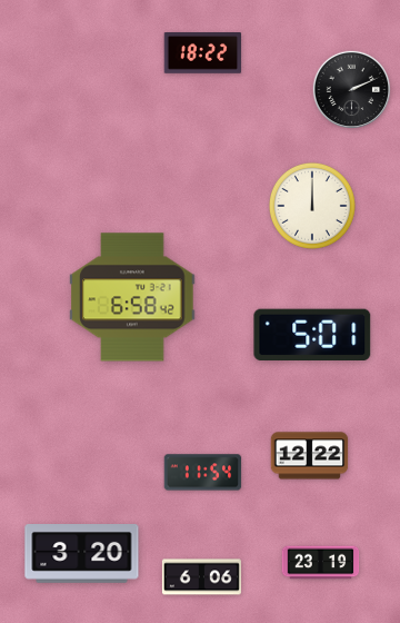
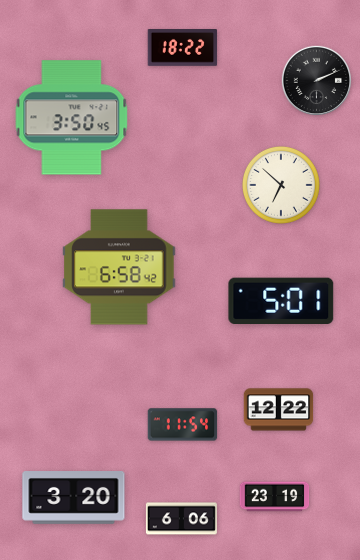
clock at (72, 118): none -> 3:50
clock at (312, 206): 12:00 -> 6:52
clock at (321, 563) position: (321, 563) -> (275, 497)
